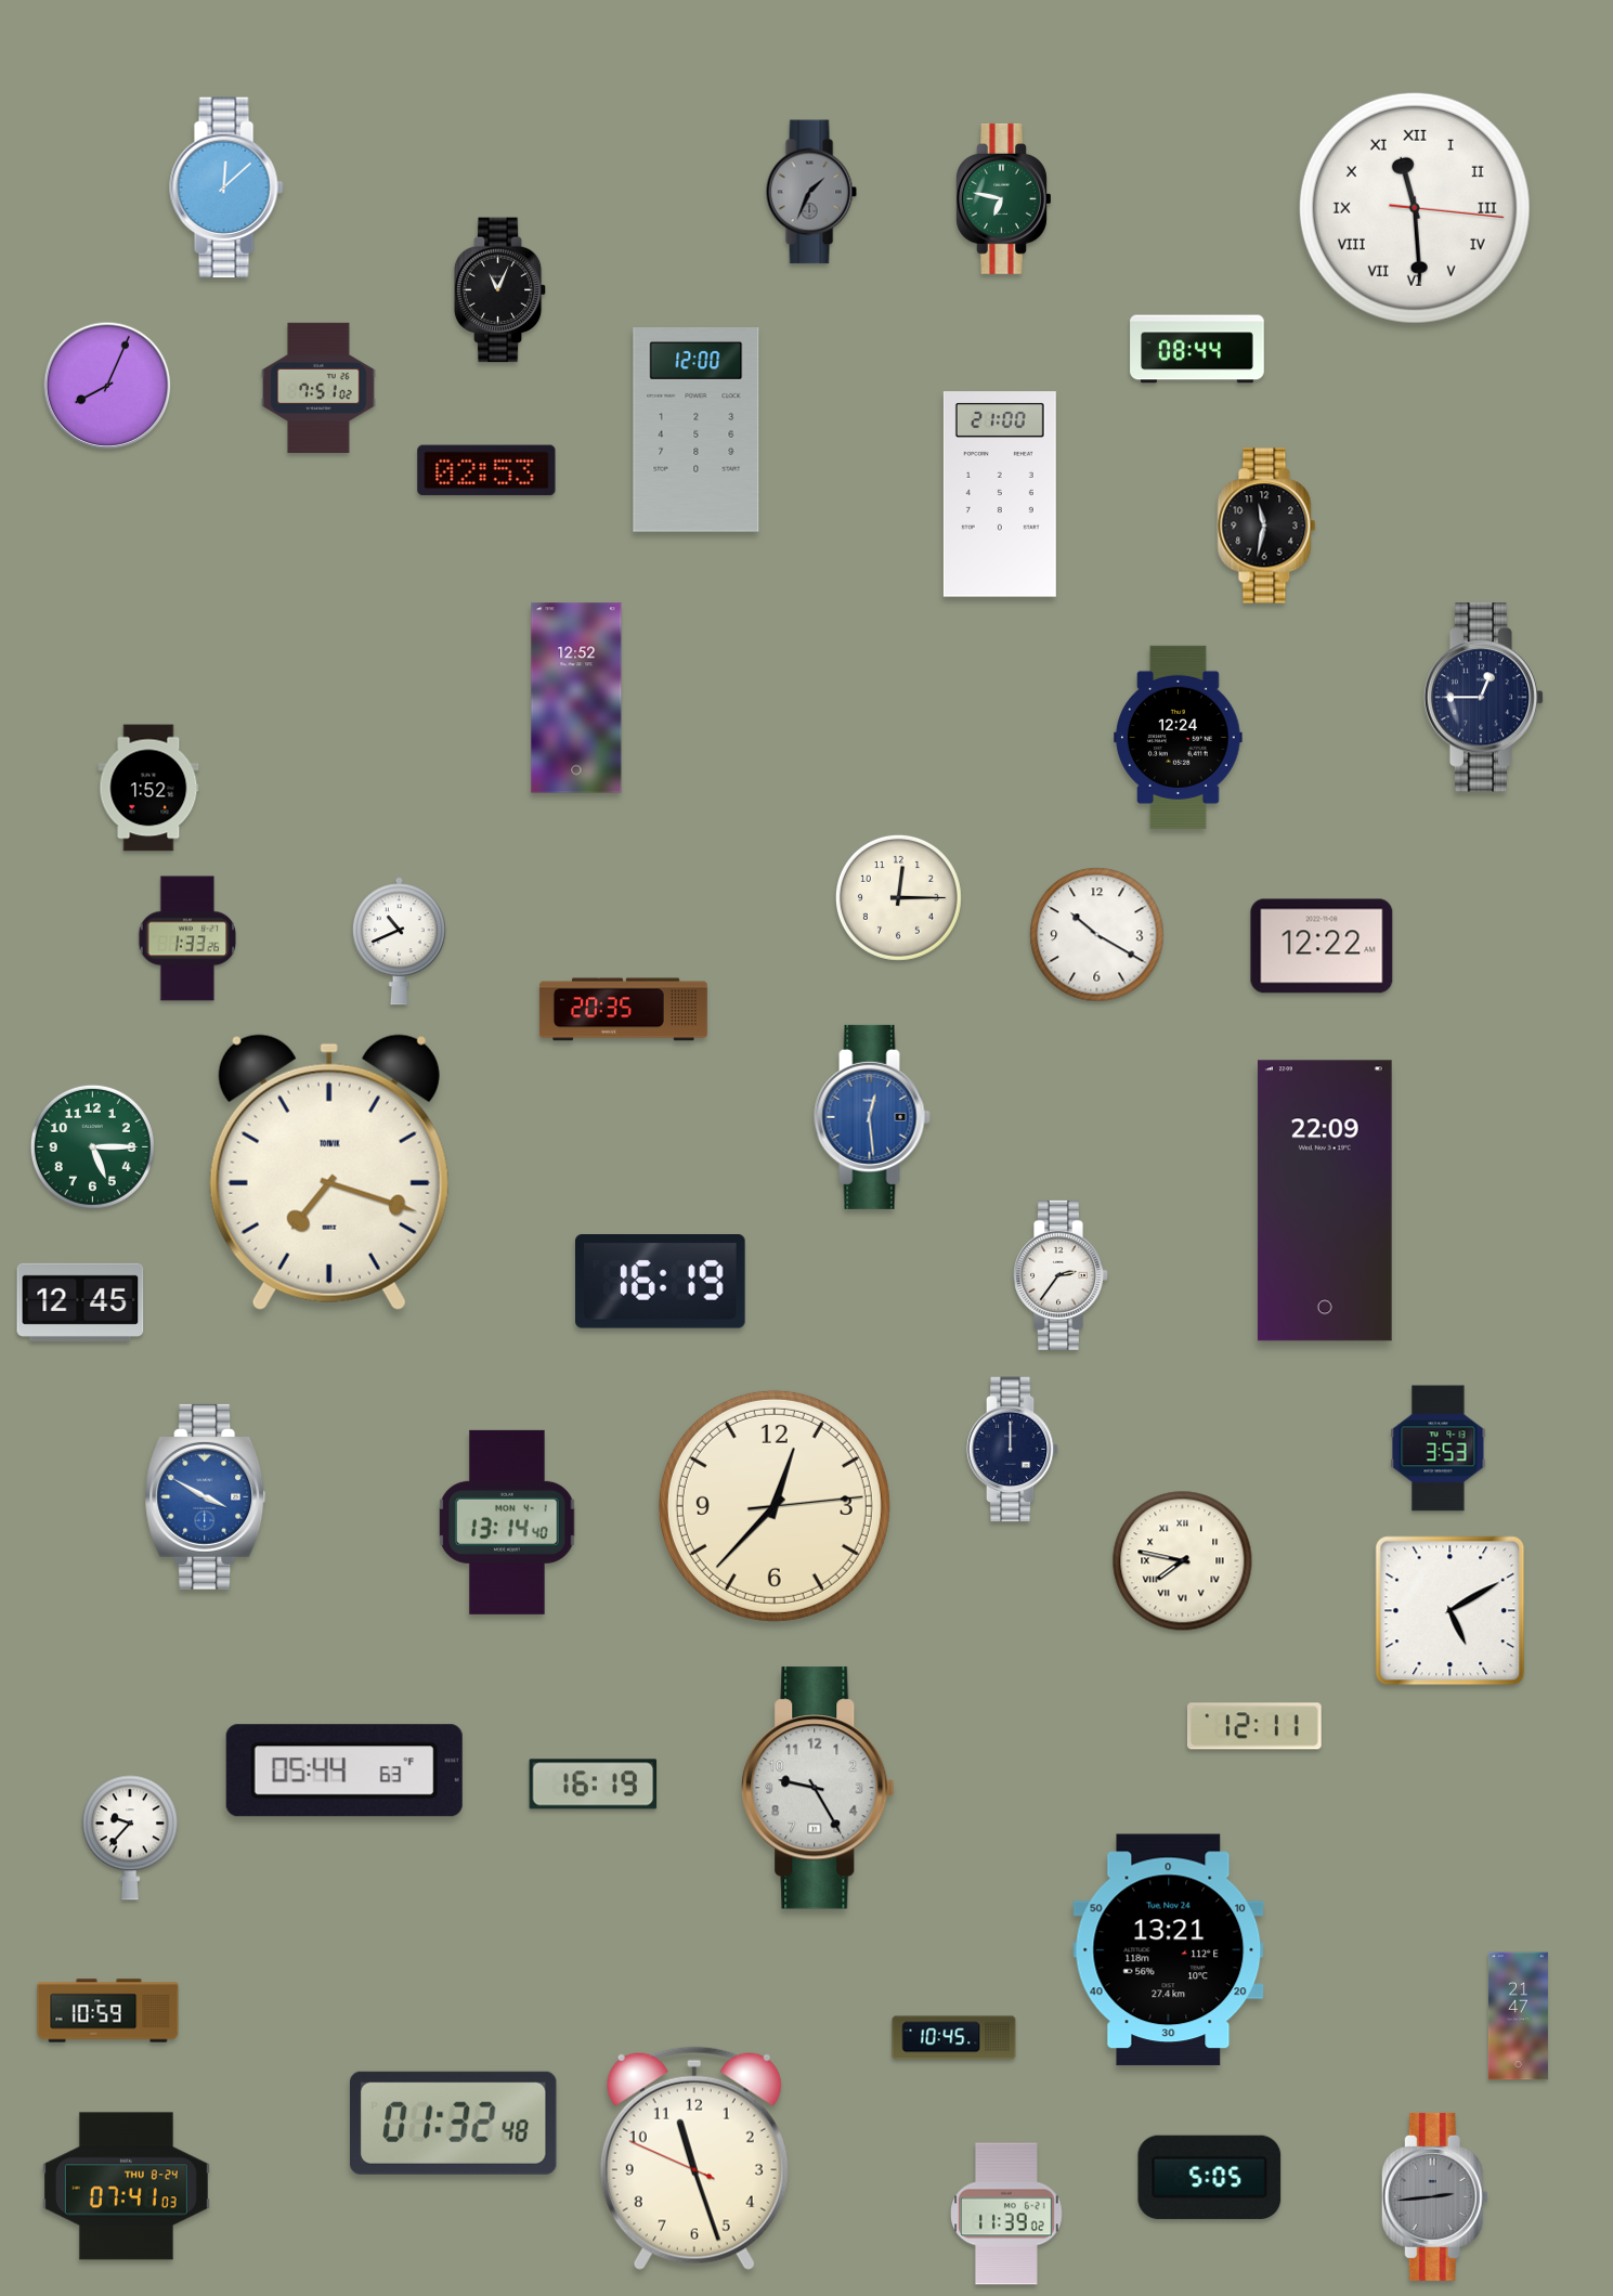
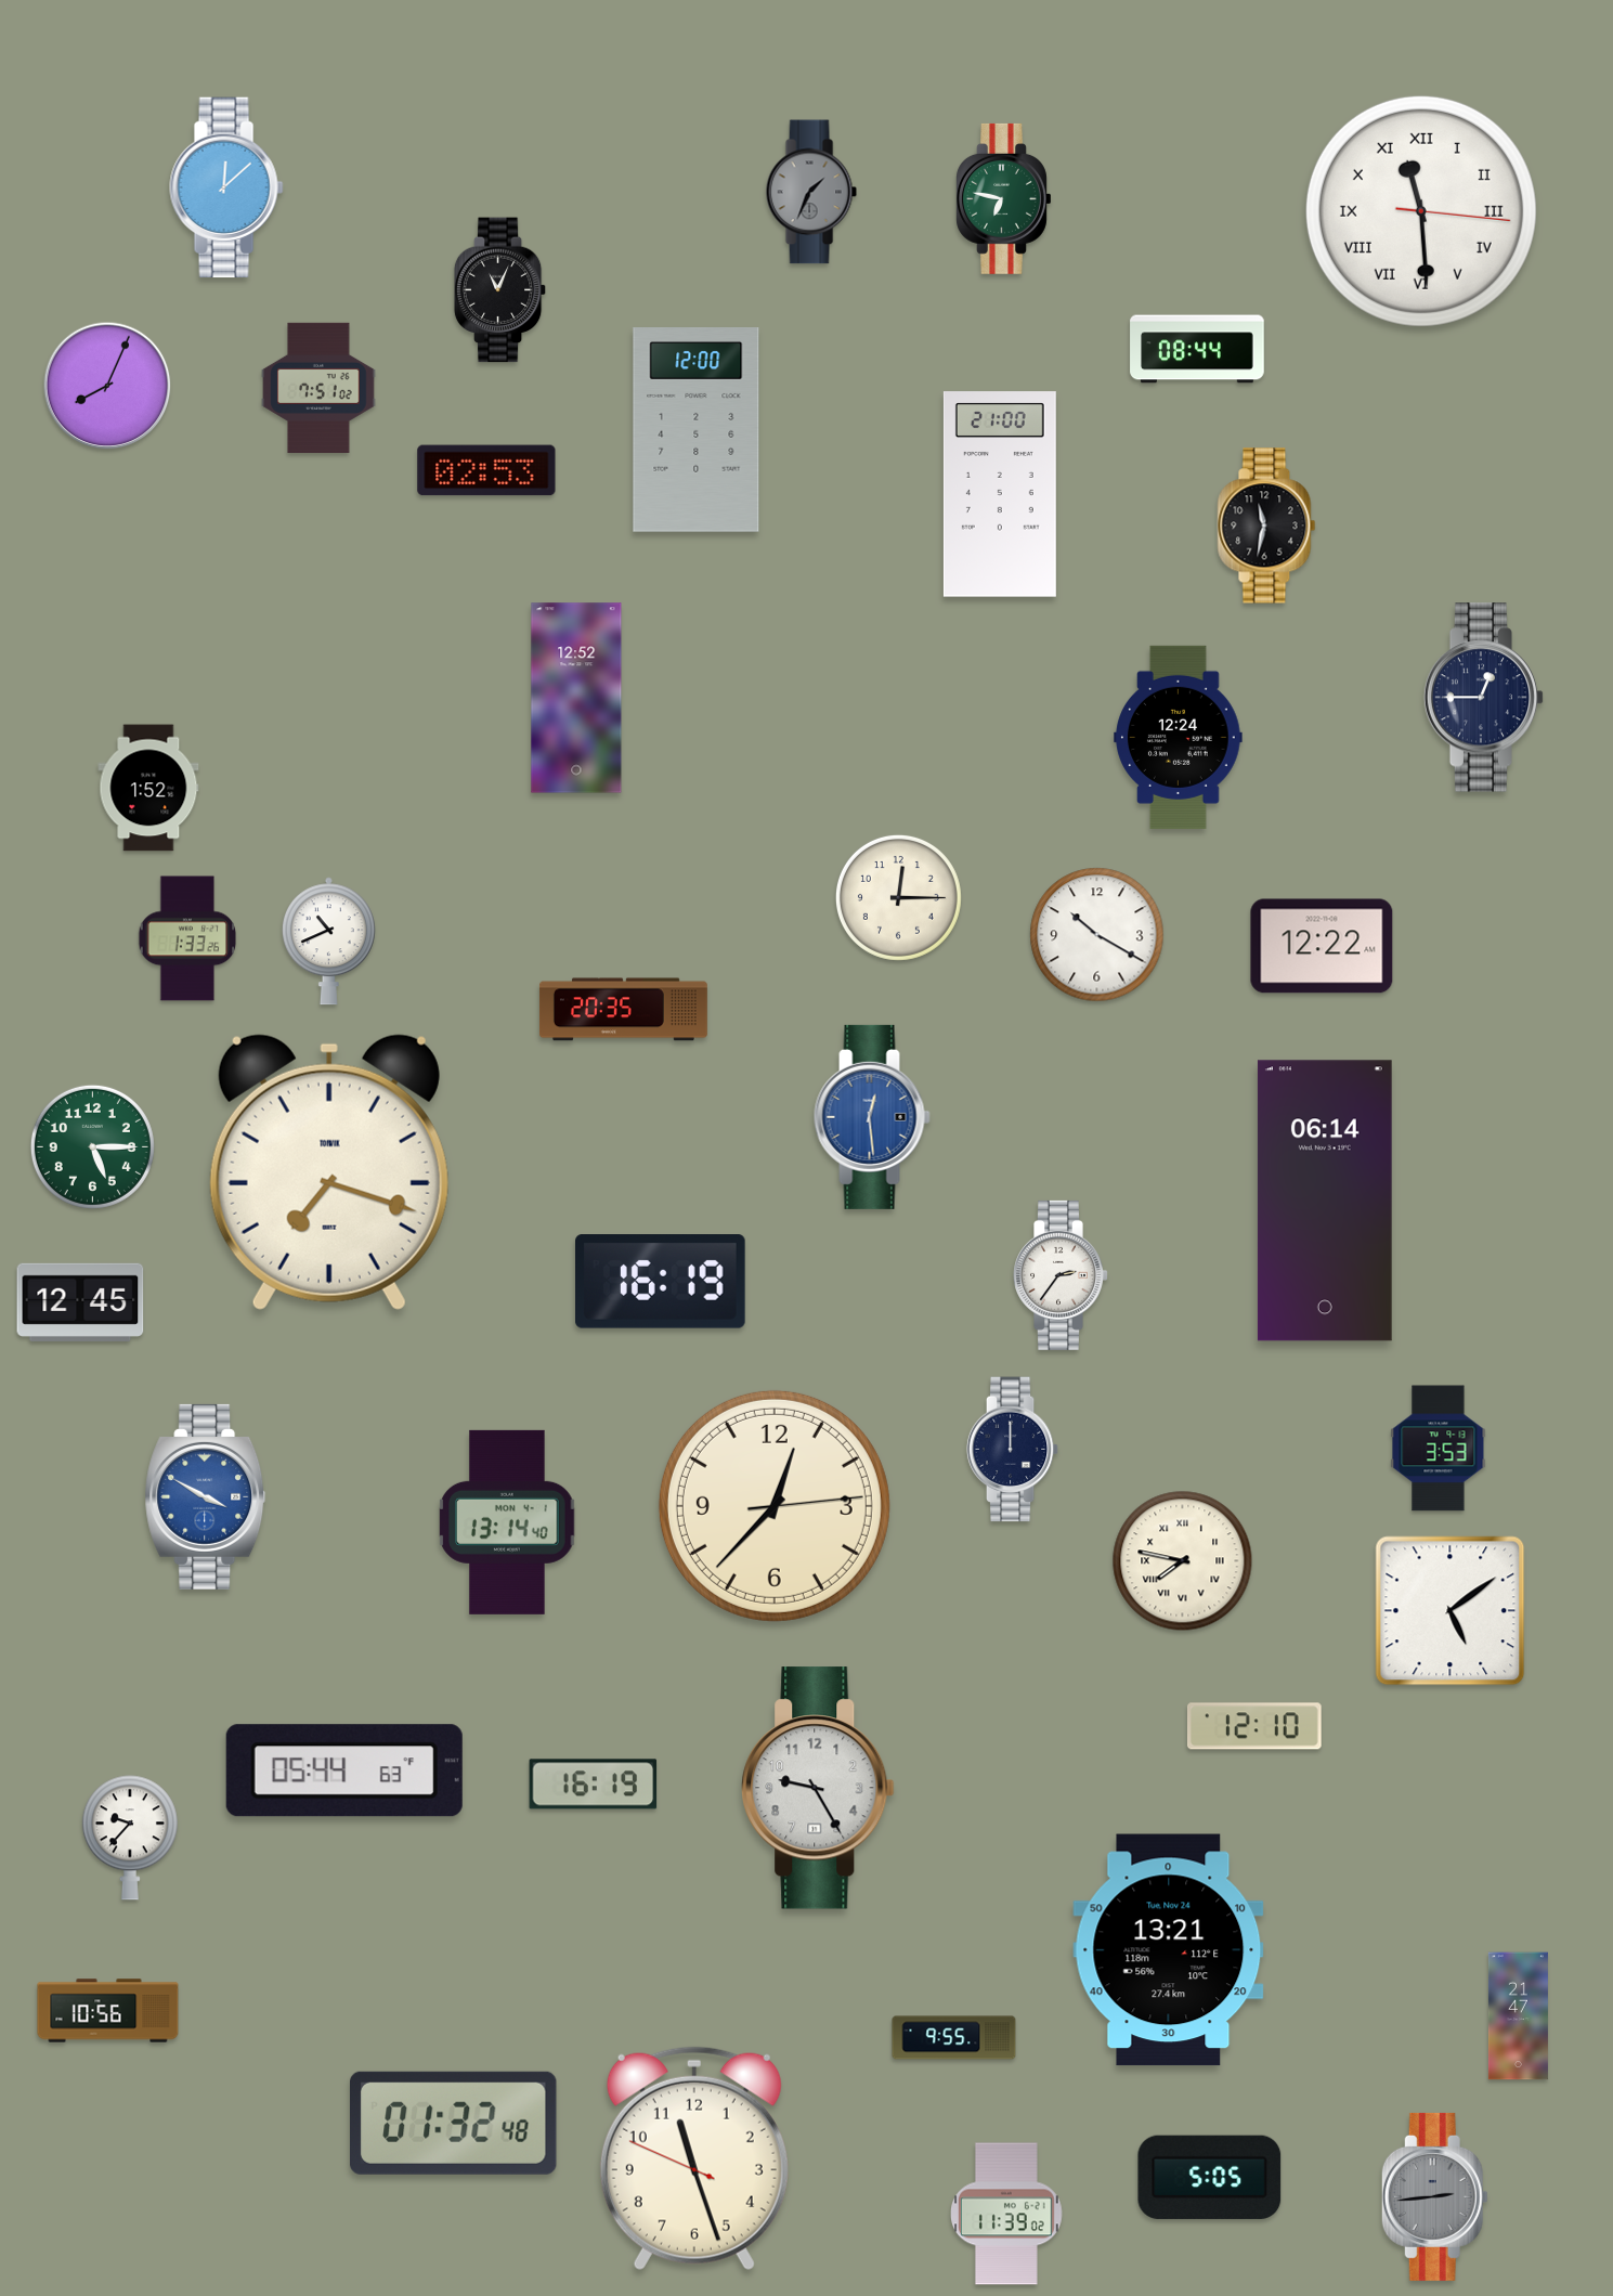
clock at (1415, 208) position: (1415, 208) -> (1421, 211)
clock at (399, 942) position: (399, 942) -> (328, 942)
clock at (1325, 1201): 22:09 -> 06:14
clock at (1451, 1611): 5:10 -> 5:09
clock at (1254, 1726): 12:11 -> 12:10
clock at (108, 2011): 10:59 -> 10:56
clock at (954, 2038): 10:45 -> 9:55
clock at (126, 2187): 07:41 -> none
